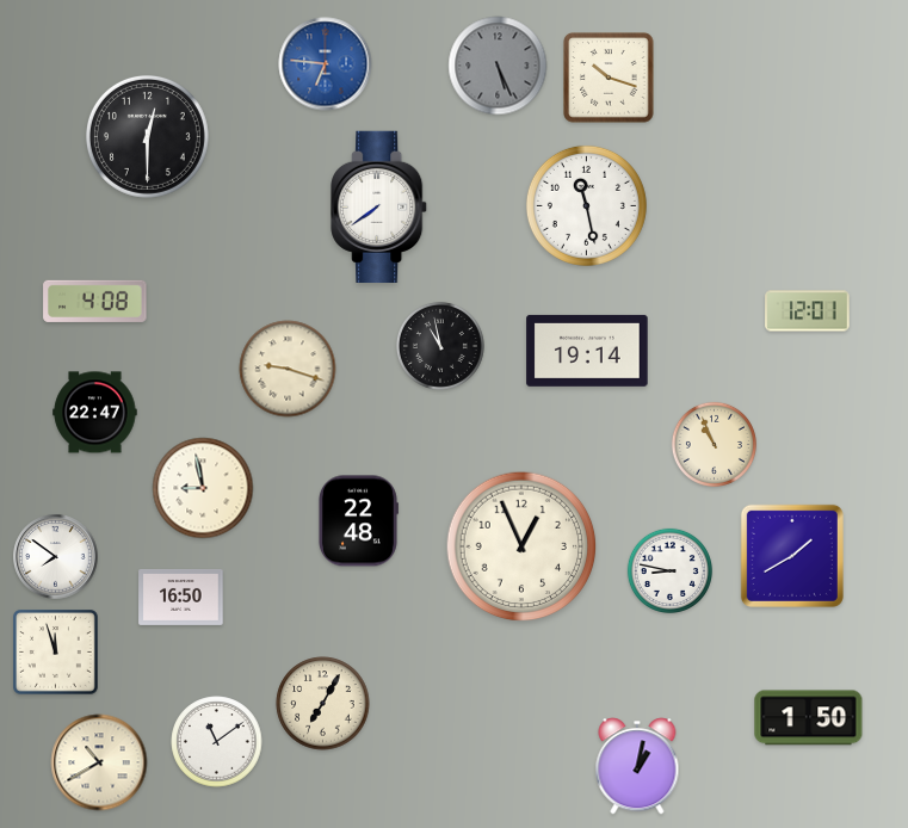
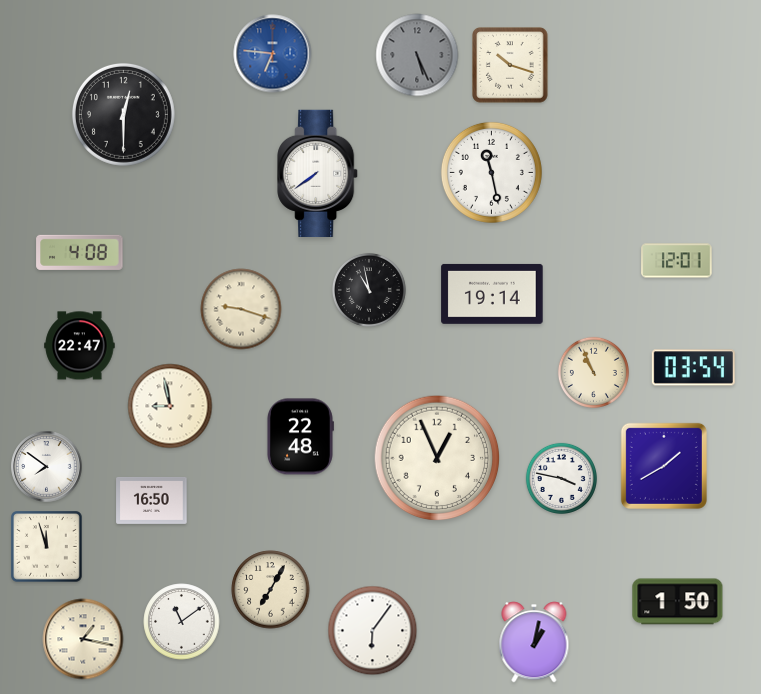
clock at (693, 368): none -> 03:54
clock at (714, 444) position: (714, 444) -> (593, 372)
clock at (203, 488) position: (203, 488) -> (170, 406)
clock at (669, 570): 8:47 -> 3:47
clock at (373, 631): none -> 6:06
clock at (99, 762): 10:40 -> 1:17
